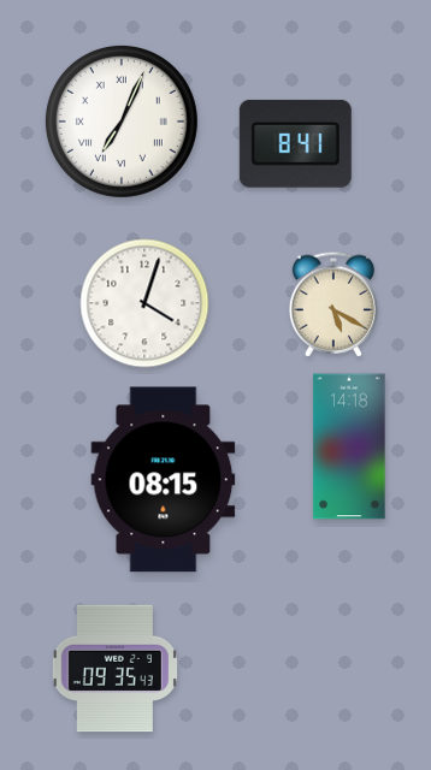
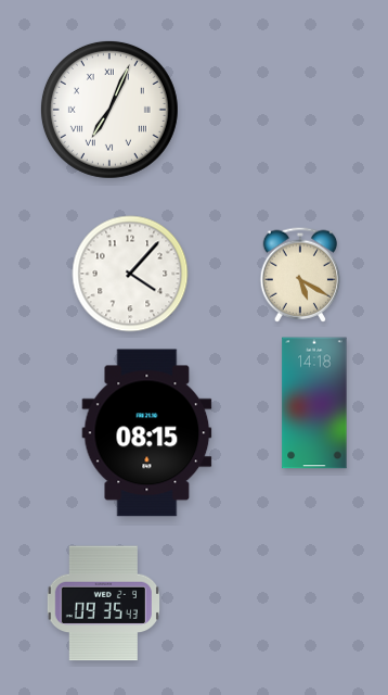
clock at (295, 143): 8:41 -> none
clock at (144, 303): 4:03 -> 4:07
